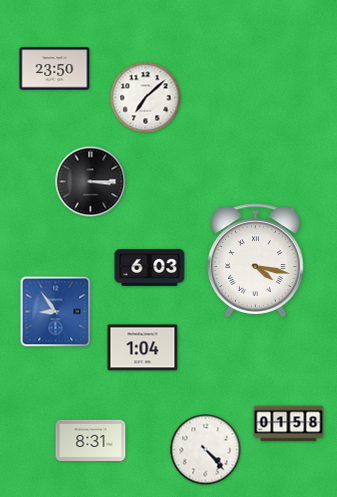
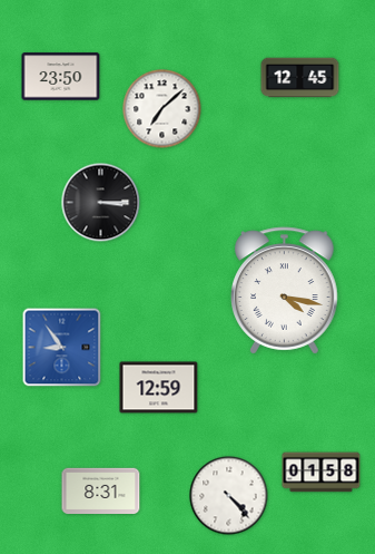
clock at (300, 78): none -> 12:45
clock at (150, 267): 6:03 -> none
clock at (143, 348): 1:04 -> 12:59
clock at (206, 450) position: (206, 450) -> (229, 496)
